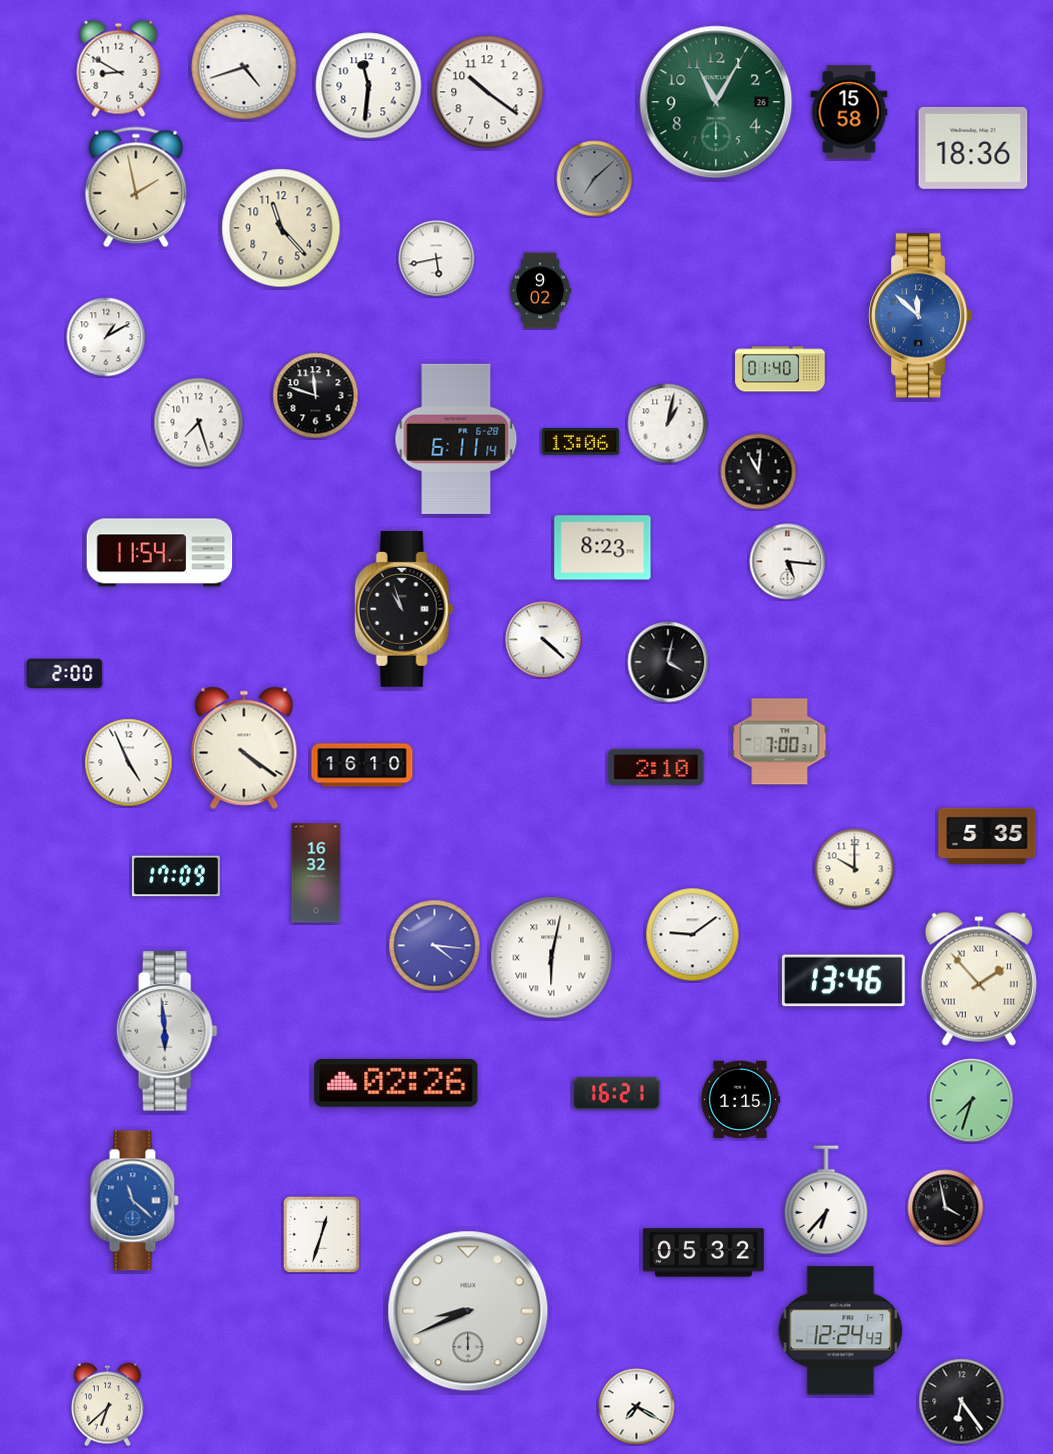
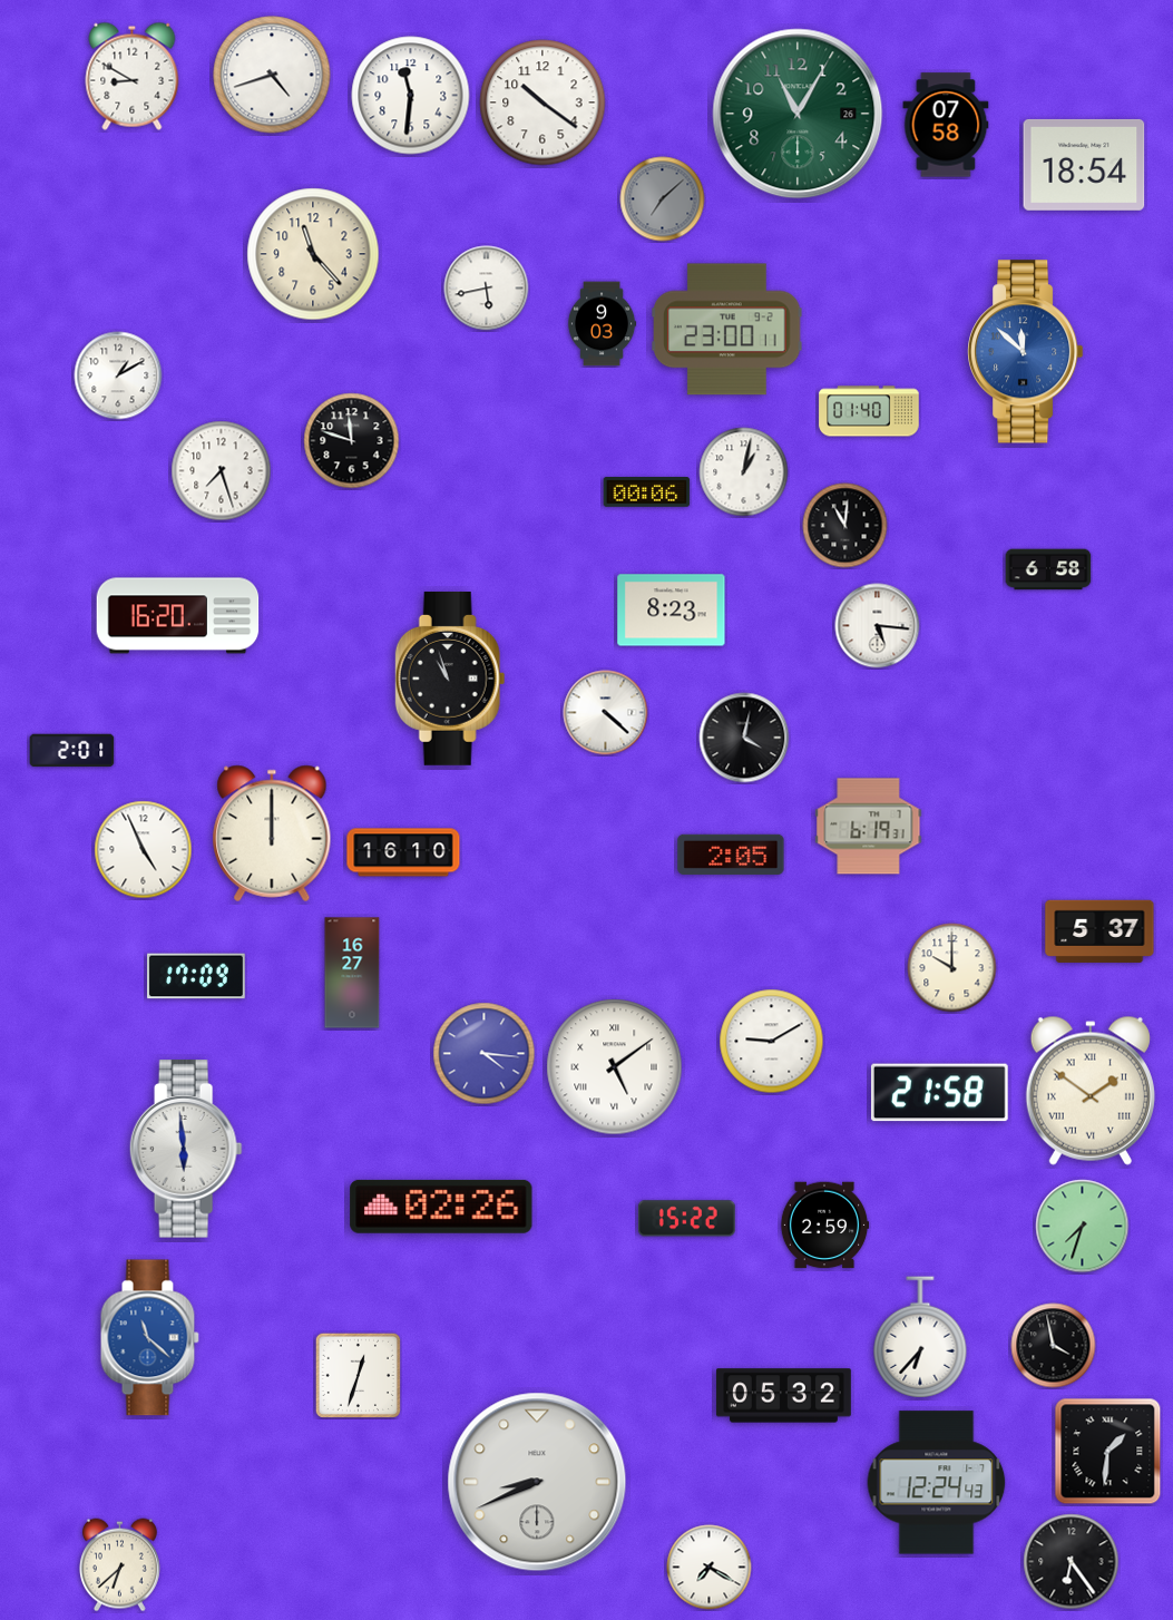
clock at (849, 112): 15:58 -> 07:58
clock at (973, 148): 18:36 -> 18:54
clock at (136, 187): 1:58 -> none
clock at (541, 291): 9:02 -> 9:03
clock at (727, 330): none -> 23:00
clock at (456, 439): 6:11 -> none
clock at (581, 442): 13:06 -> 00:06
clock at (1048, 569): none -> 6:58
clock at (160, 553): 11:54 -> 16:20
clock at (65, 674): 2:00 -> 2:01
clock at (780, 742): 7:00 -> 6:19
clock at (244, 748): 4:21 -> 12:00
clock at (656, 767): 2:10 -> 2:05
clock at (987, 836): 5:35 -> 5:37
clock at (316, 873): 16:32 -> 16:27
clock at (693, 935): 9:09 -> 9:10
clock at (552, 958): 6:02 -> 5:09
clock at (979, 979): 1:53 -> 1:51
clock at (843, 981): 13:46 -> 21:58
clock at (616, 1094): 16:21 -> 15:22
clock at (740, 1100): 1:15 -> 2:59
clock at (1108, 1452): none -> 1:31
clock at (468, 1311) position: (468, 1311) -> (537, 1482)
